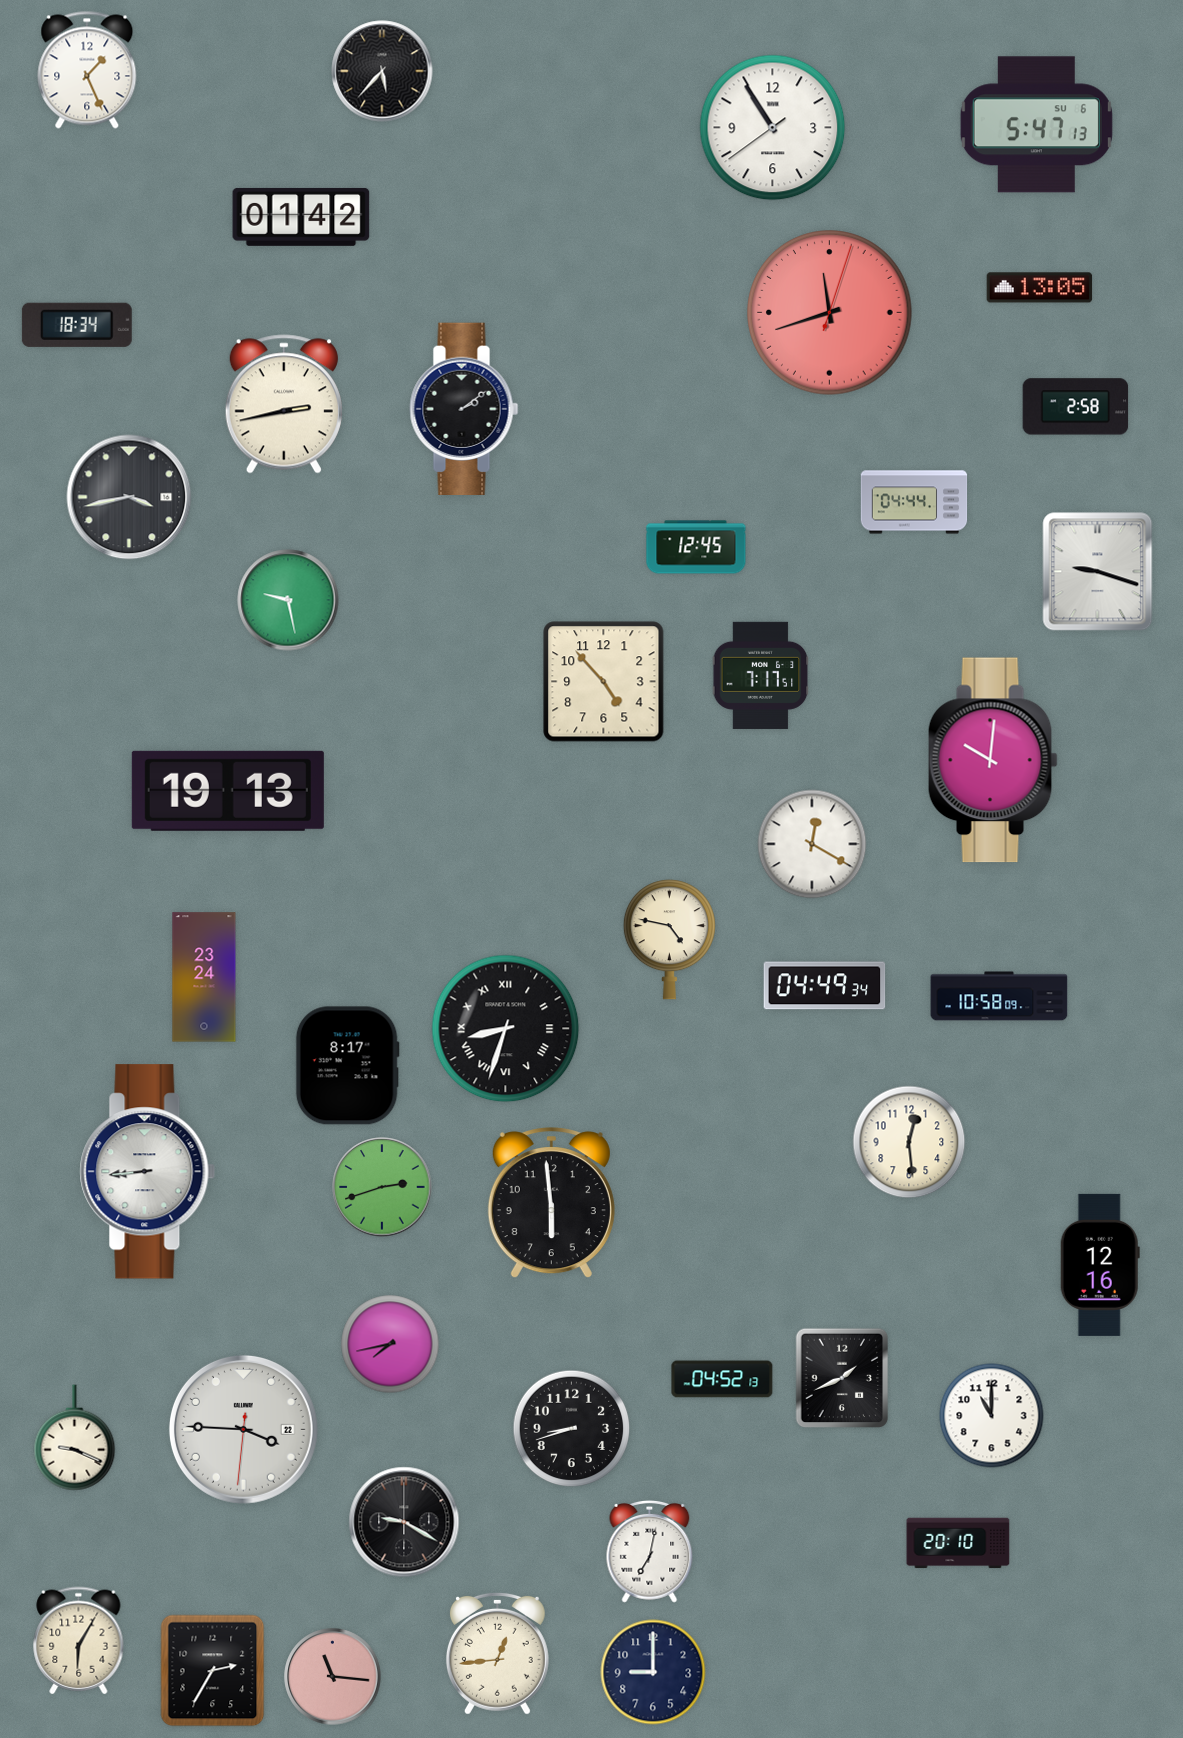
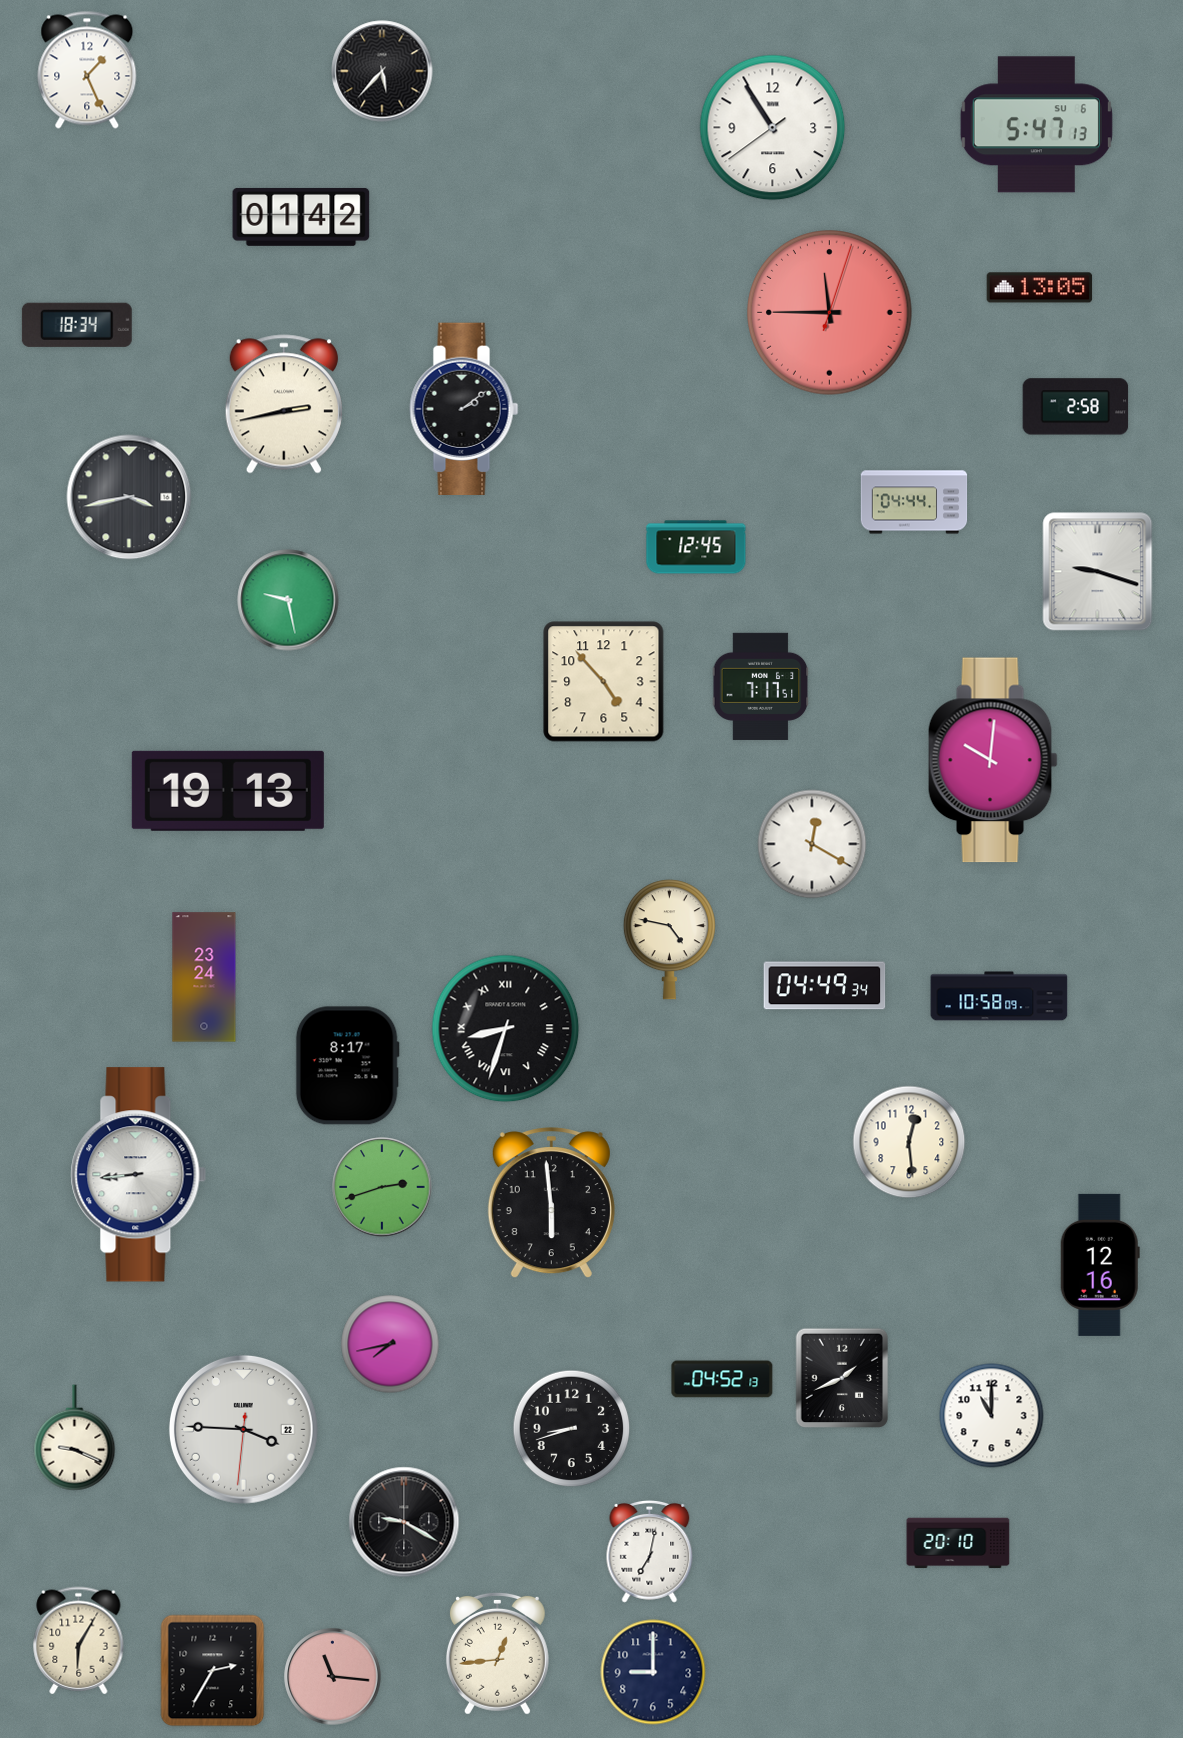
clock at (830, 313): 11:42 -> 11:45
clock at (761, 675) position: (761, 675) -> (761, 686)
clock at (148, 1172) position: (148, 1172) -> (139, 1175)
